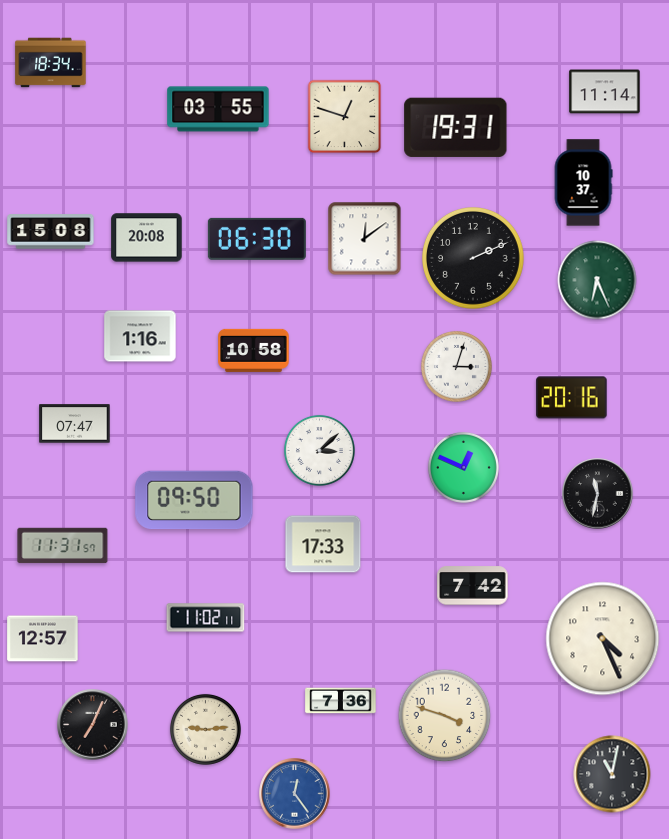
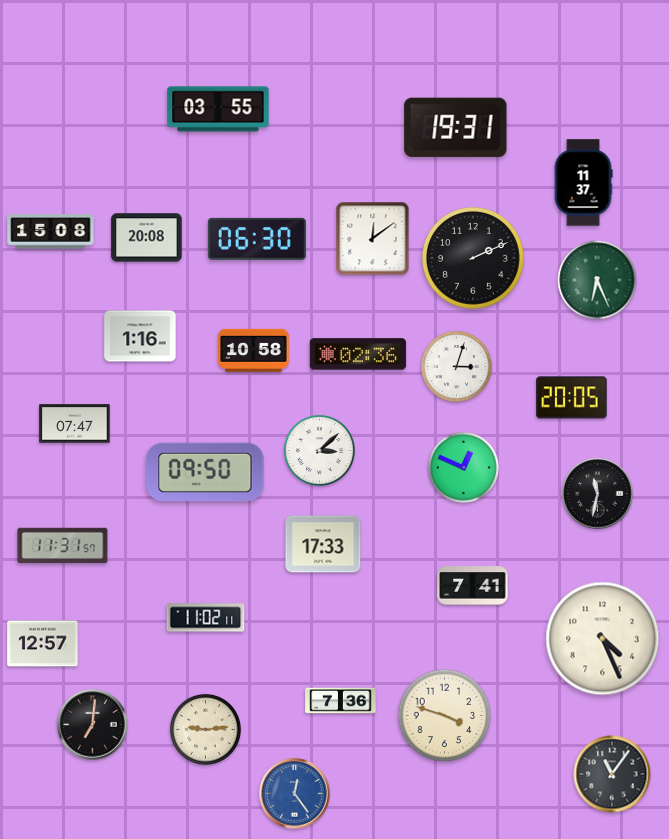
clock at (51, 63): 18:34 -> none
clock at (605, 92): 11:14 -> none
clock at (345, 117): 12:48 -> none
clock at (583, 183): 10:37 -> 11:37
clock at (365, 239) position: (365, 239) -> (373, 239)
clock at (358, 354): none -> 02:36
clock at (572, 398): 20:16 -> 20:05
clock at (194, 500) position: (194, 500) -> (205, 472)
clock at (473, 586): 7:42 -> 7:41
clock at (43, 639) position: (43, 639) -> (43, 644)
clock at (93, 725): 7:04 -> 7:01
clock at (612, 774): 11:02 -> 11:06
